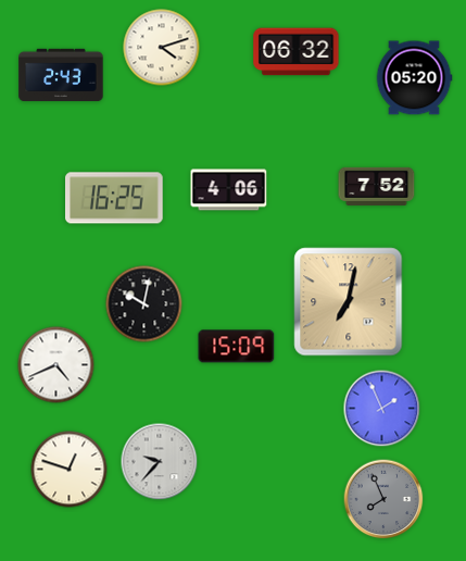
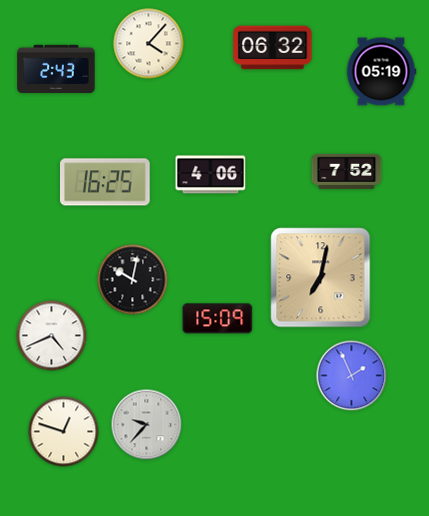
clock at (162, 48): 4:12 -> 4:07
clock at (414, 78): 05:20 -> 05:19
clock at (383, 499): 7:56 -> none
